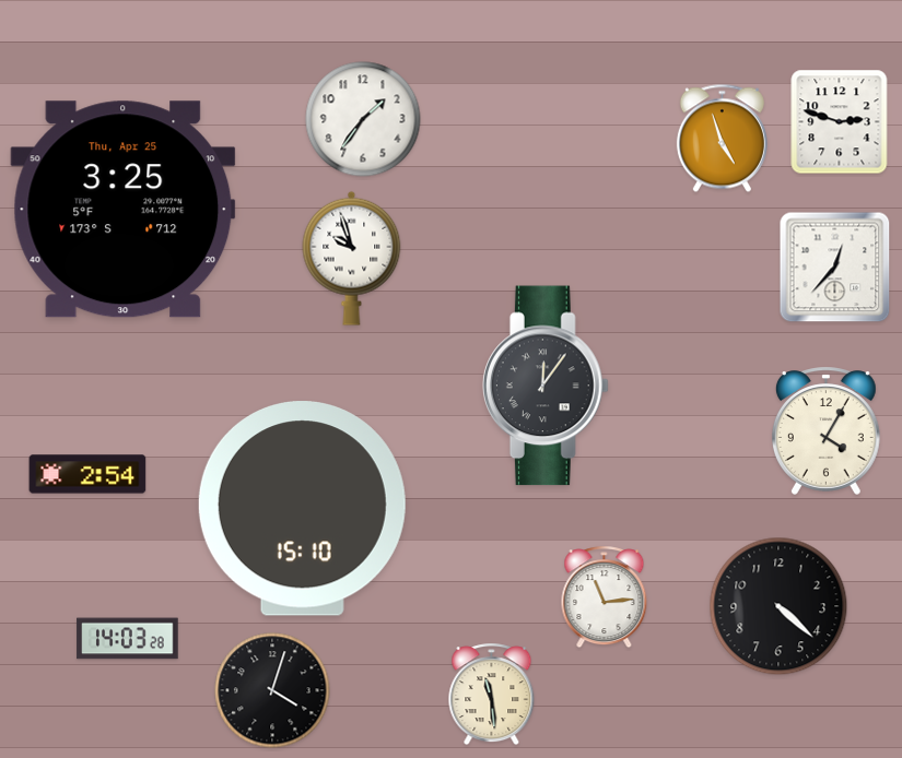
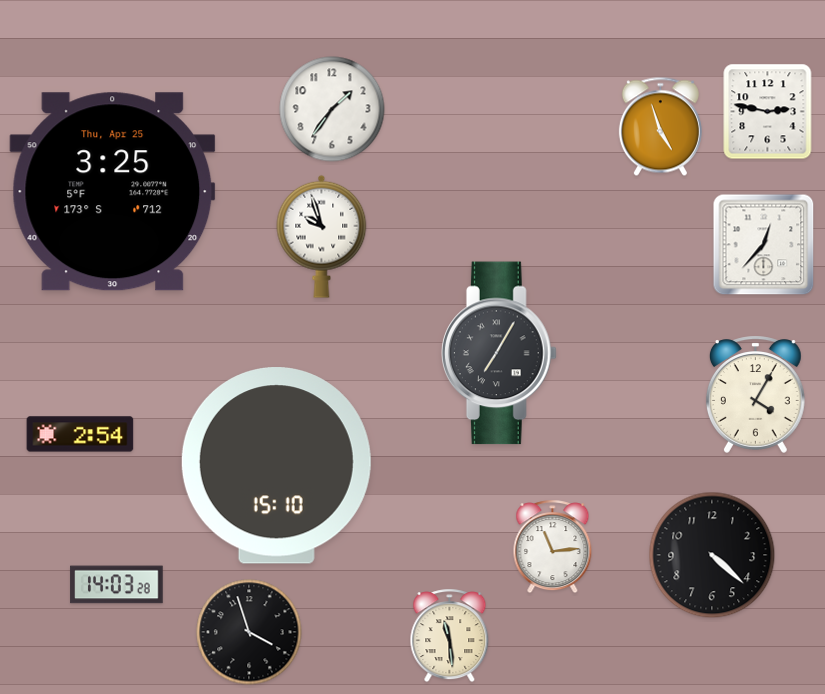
clock at (840, 122): 2:48 -> 2:47
clock at (546, 386): 12:06 -> 7:05
clock at (272, 690): 4:03 -> 3:57
